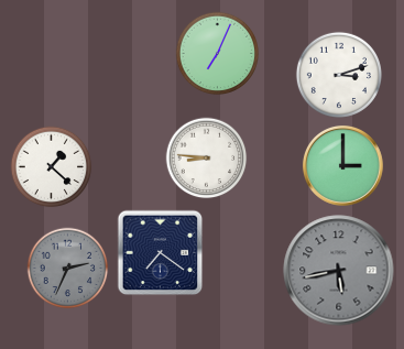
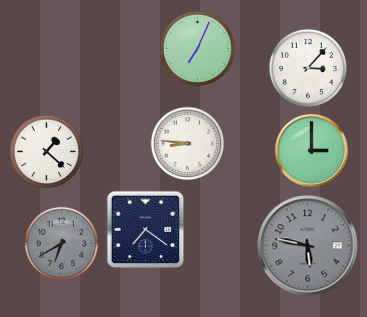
clock at (339, 75): 3:12 -> 3:07
clock at (68, 269): 2:34 -> 6:40
clock at (339, 271): 5:43 -> 5:47
